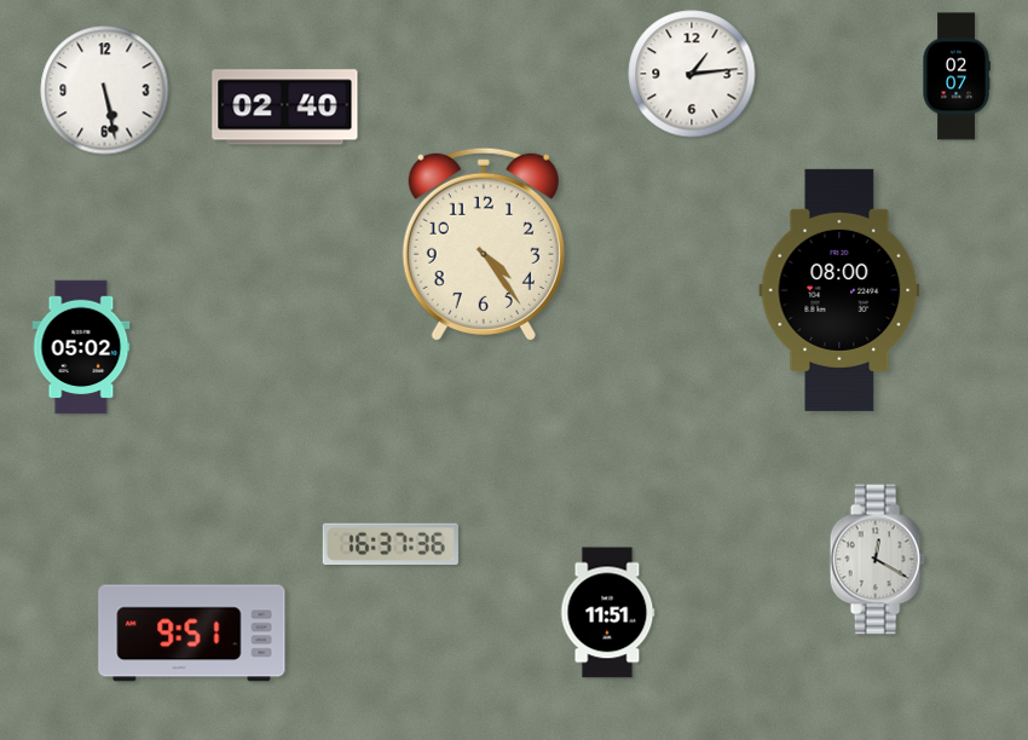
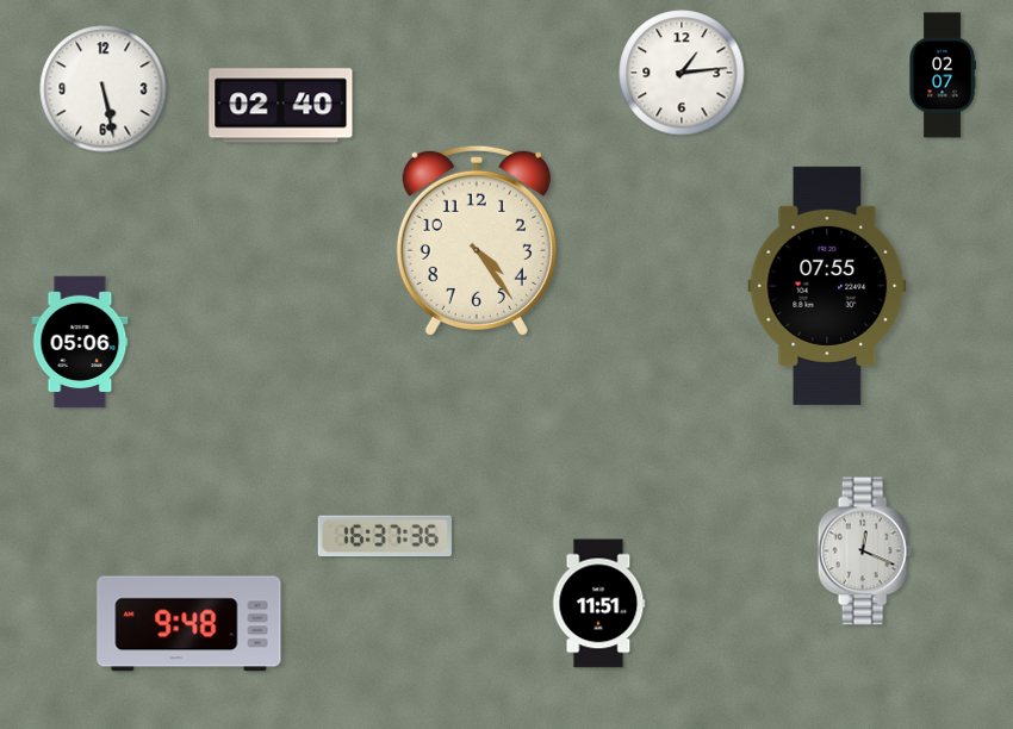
clock at (839, 290): 08:00 -> 07:55
clock at (81, 347): 05:02 -> 05:06
clock at (877, 560): 12:20 -> 12:19
clock at (192, 634): 9:51 -> 9:48
